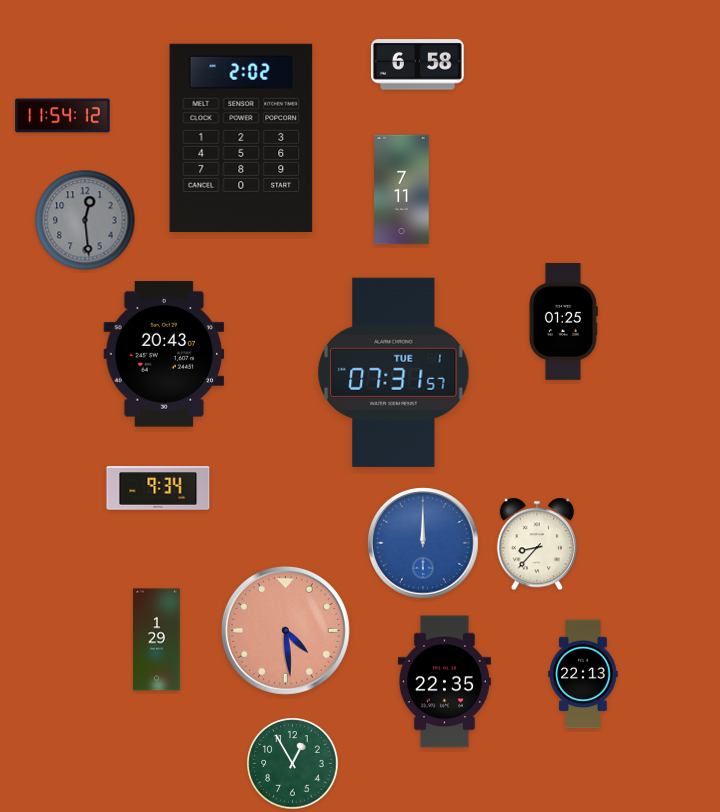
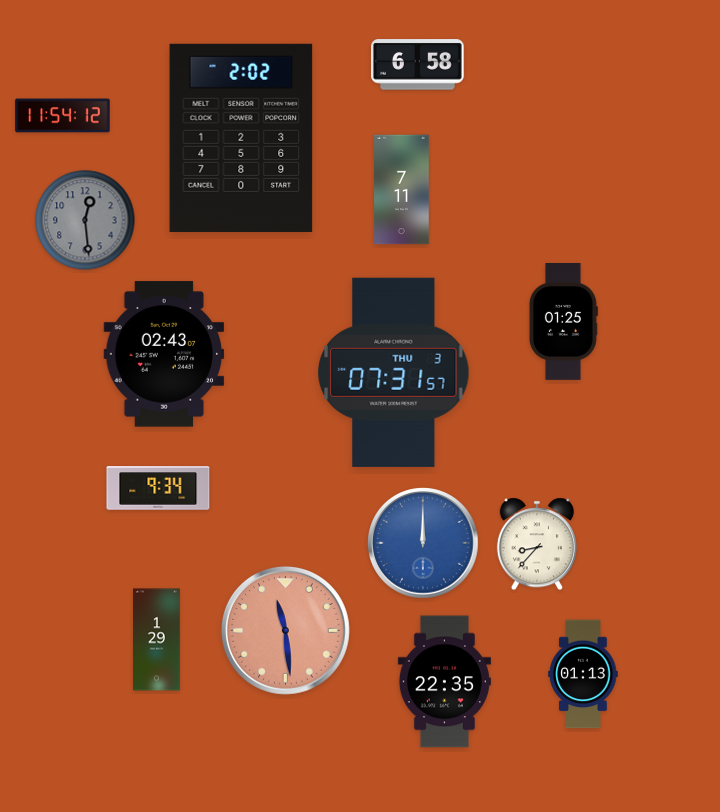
clock at (164, 354): 20:43 -> 02:43
clock at (394, 372) date: TUE 1 -> THU 3
clock at (285, 630): 4:29 -> 11:29
clock at (583, 674): 22:13 -> 01:13
clock at (293, 764): 12:55 -> none
